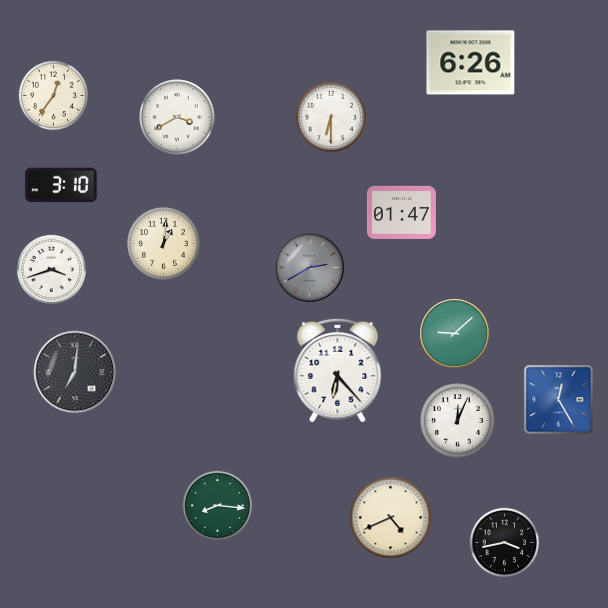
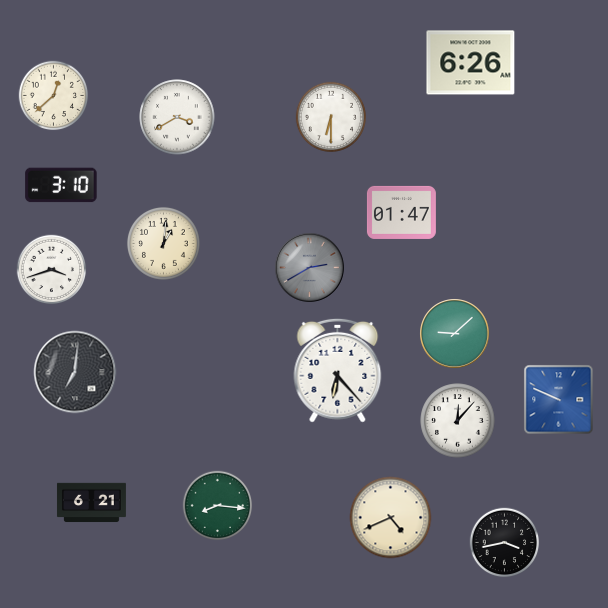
clock at (54, 96): 12:36 -> 12:38
clock at (559, 400): 12:25 -> 9:49
clock at (458, 421): 12:04 -> 12:07
clock at (91, 503): none -> 6:21
